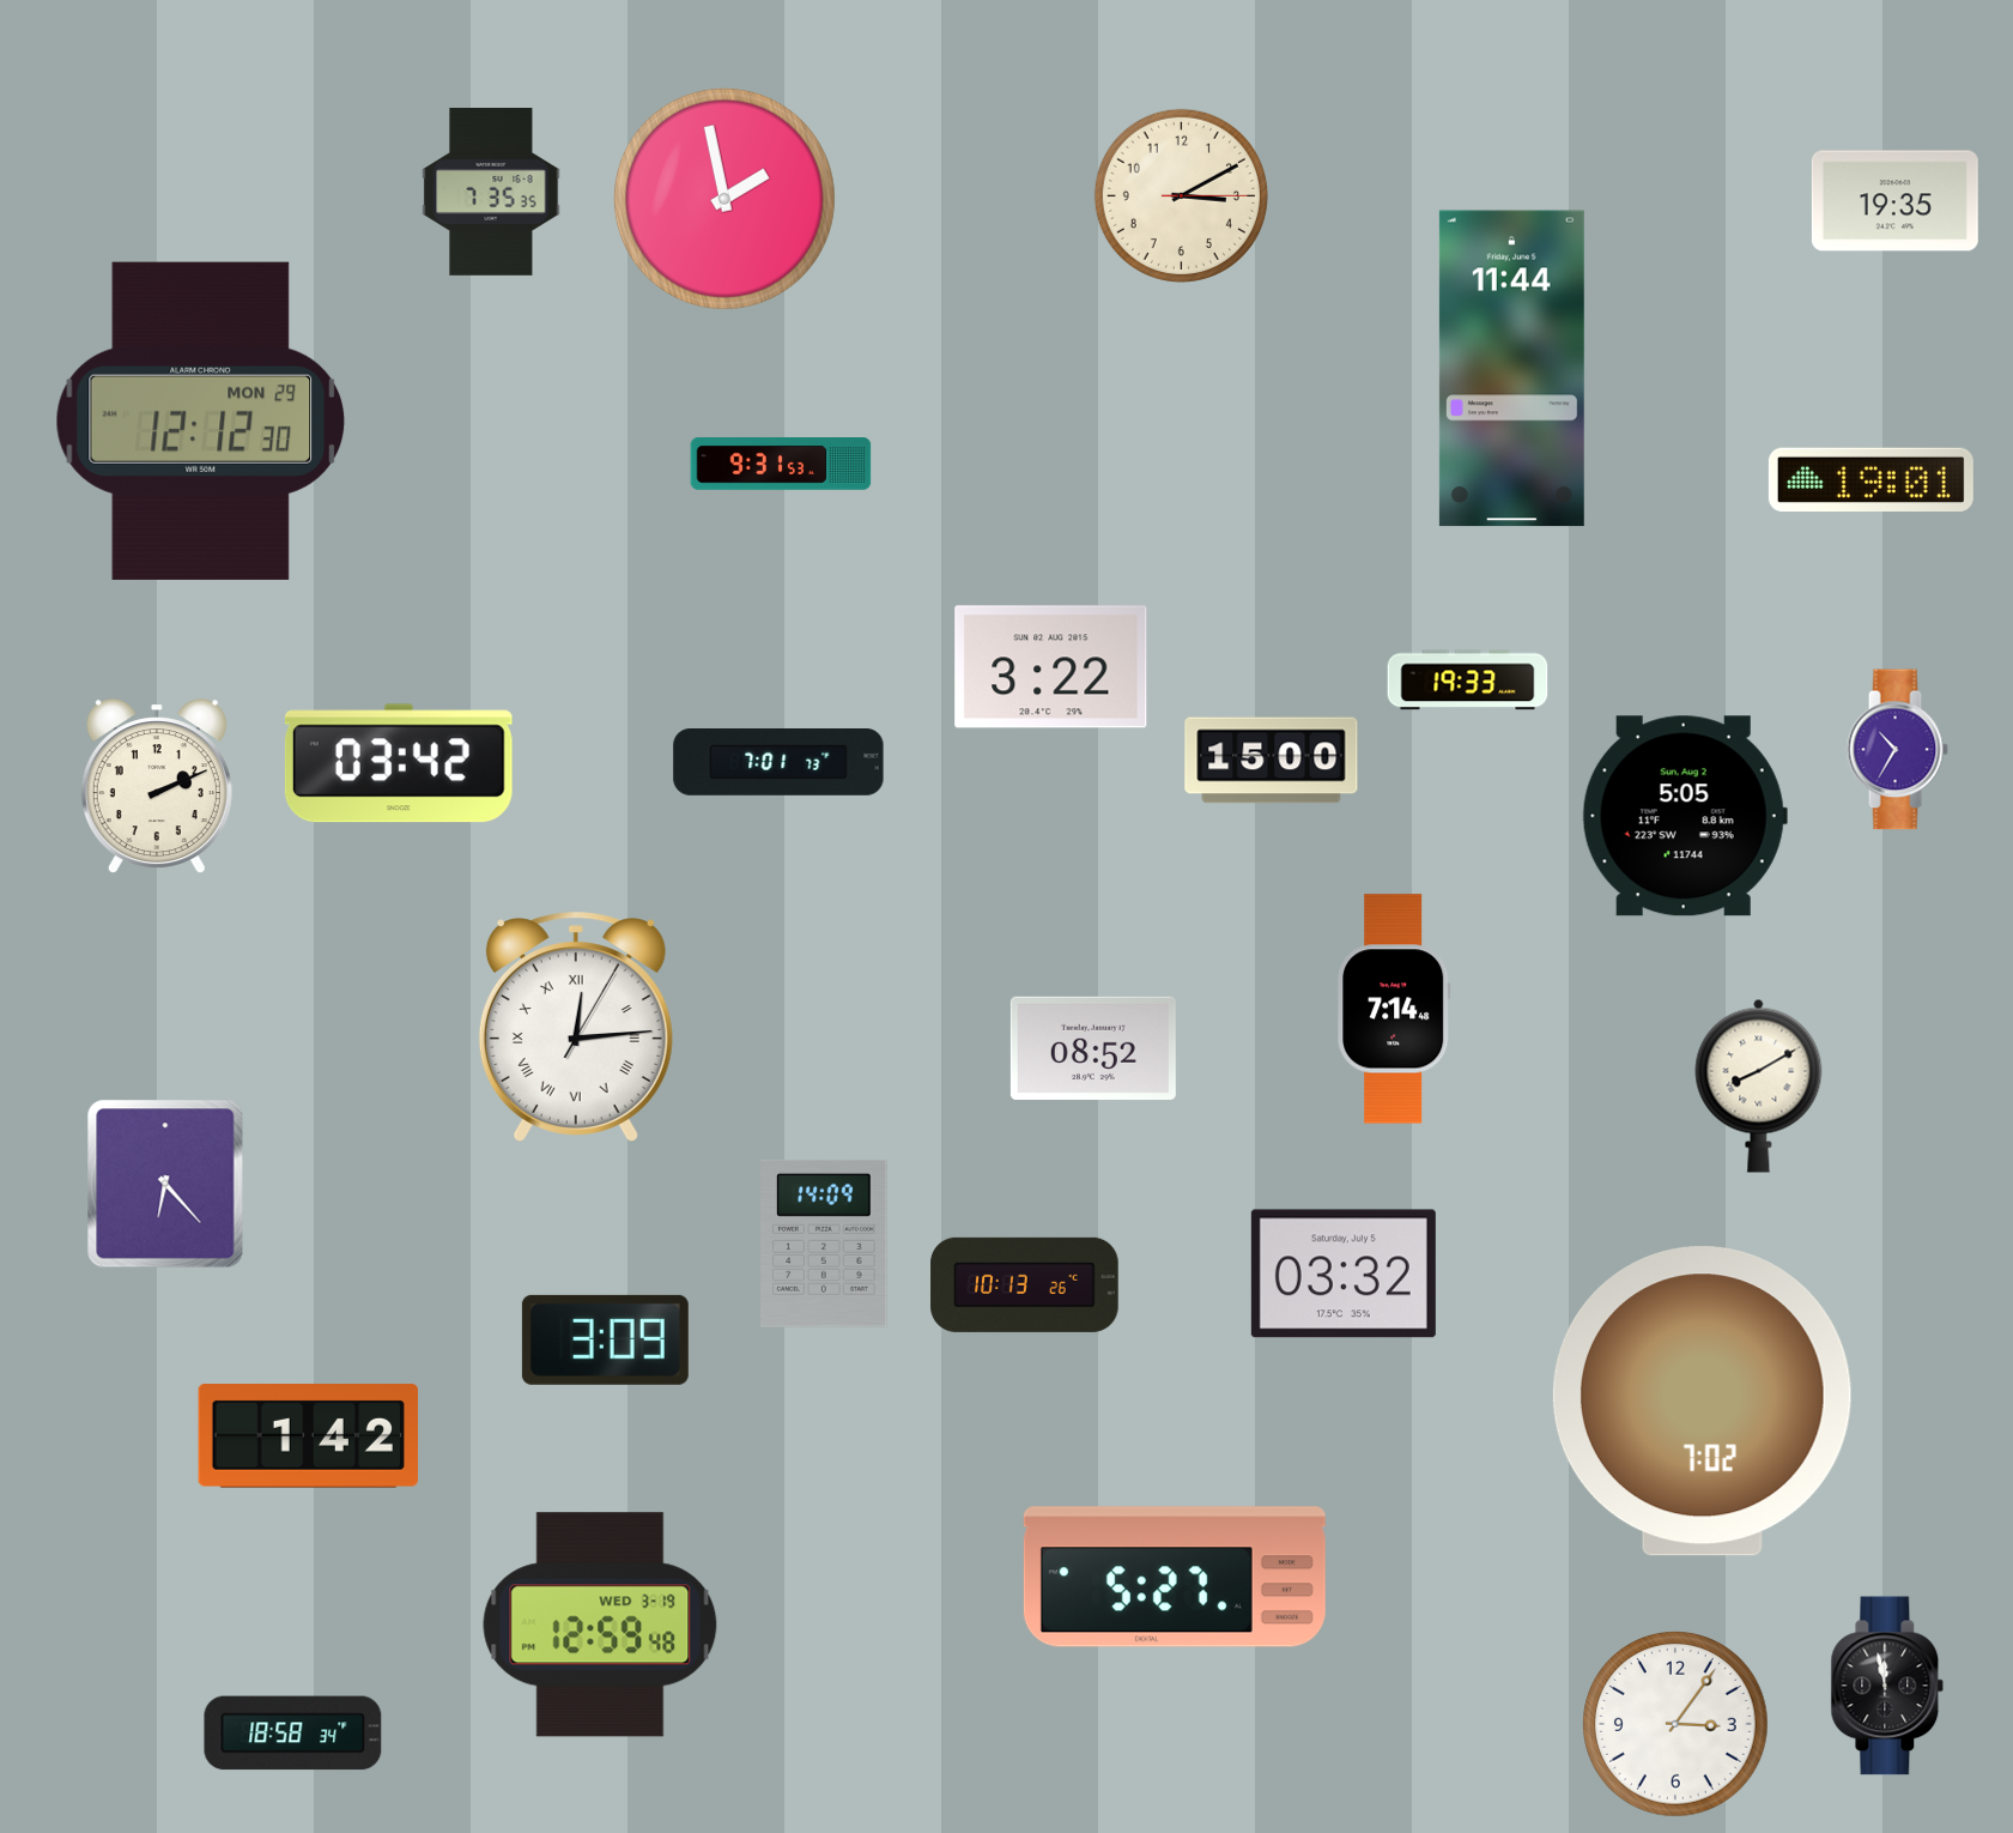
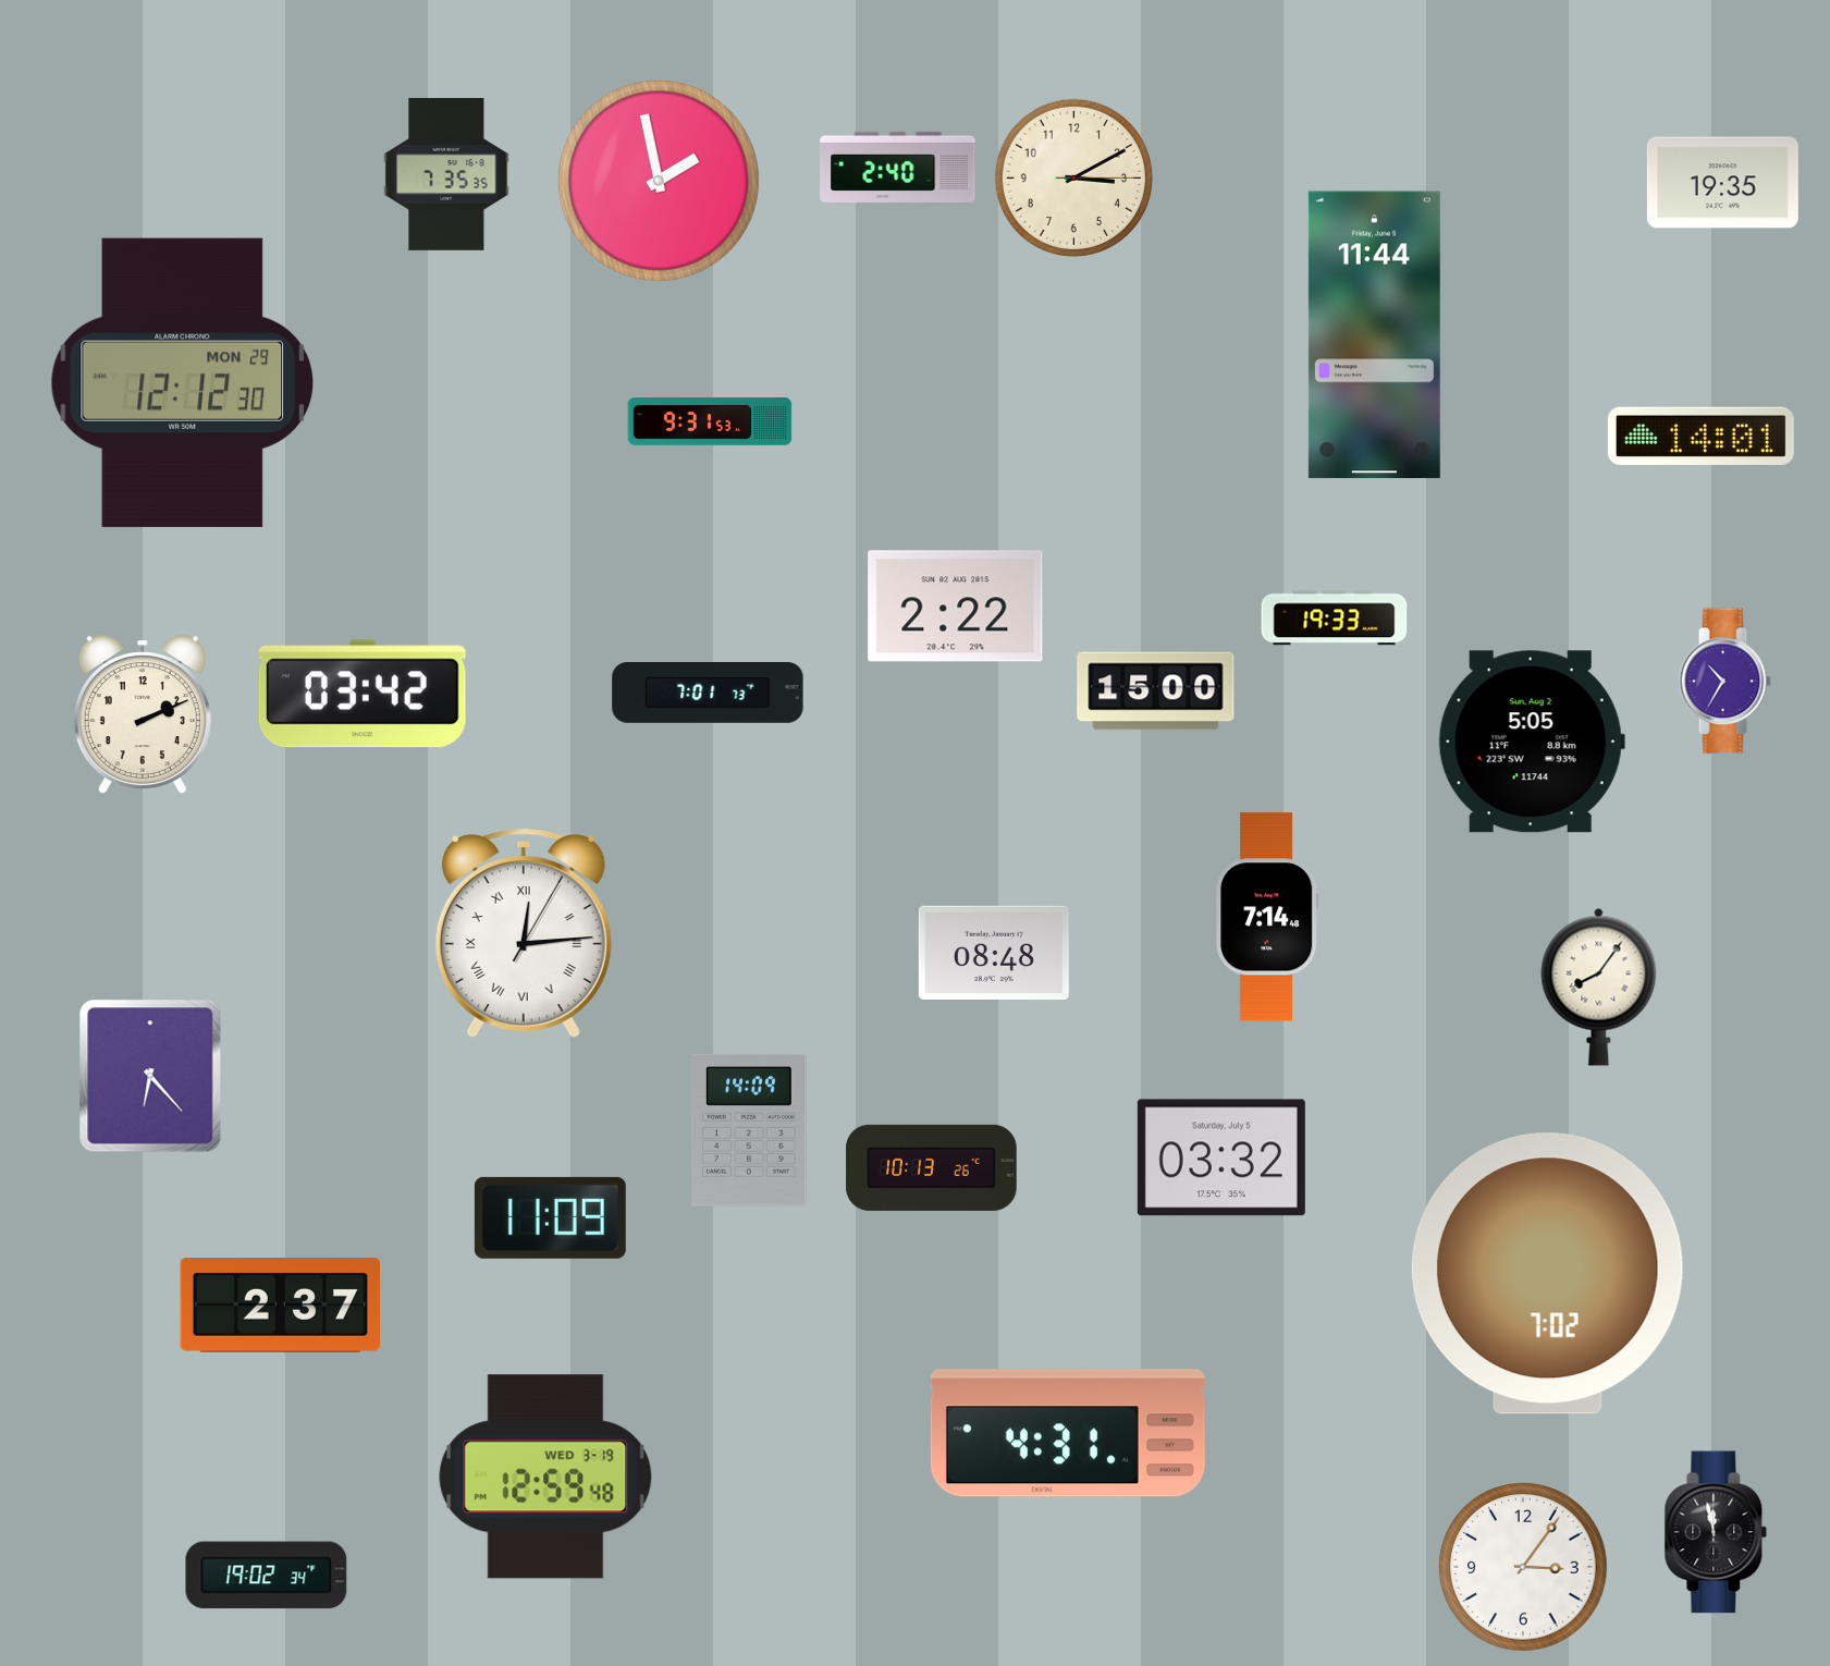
clock at (898, 167): none -> 2:40
clock at (1870, 479): 19:01 -> 14:01
clock at (1051, 667): 3:22 -> 2:22
clock at (1093, 1048): 08:52 -> 08:48
clock at (1759, 1085): 8:10 -> 8:06
clock at (605, 1339): 3:09 -> 11:09
clock at (308, 1436): 1:42 -> 2:37
clock at (1175, 1577): 5:27 -> 4:31
clock at (293, 1734): 18:58 -> 19:02
